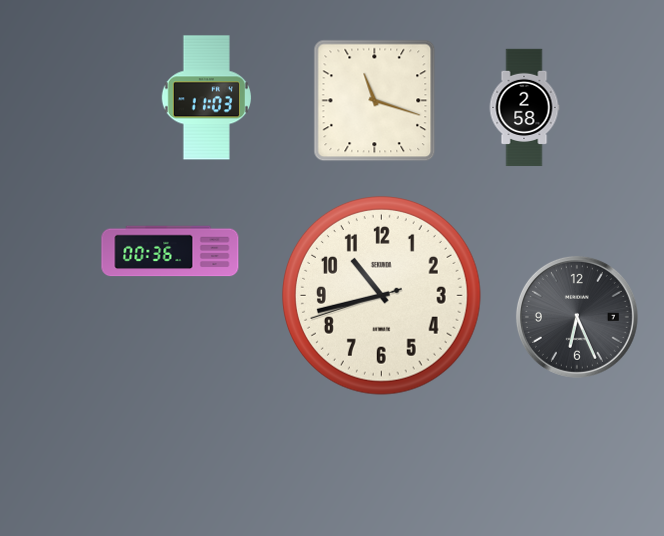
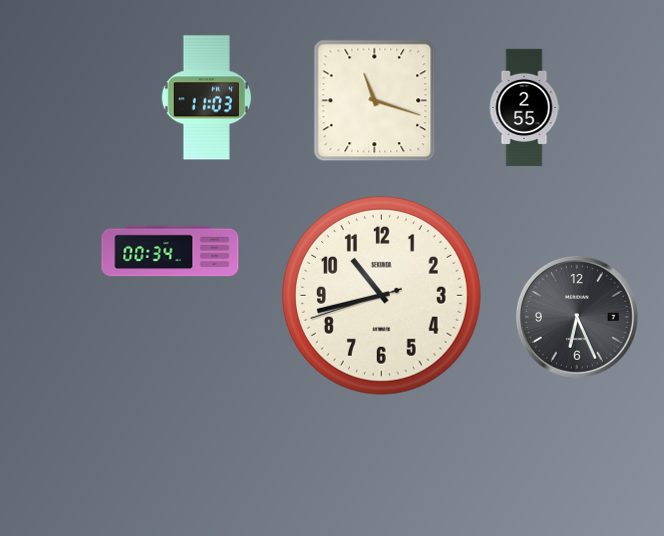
clock at (524, 108): 2:58 -> 2:55
clock at (170, 251): 00:36 -> 00:34
